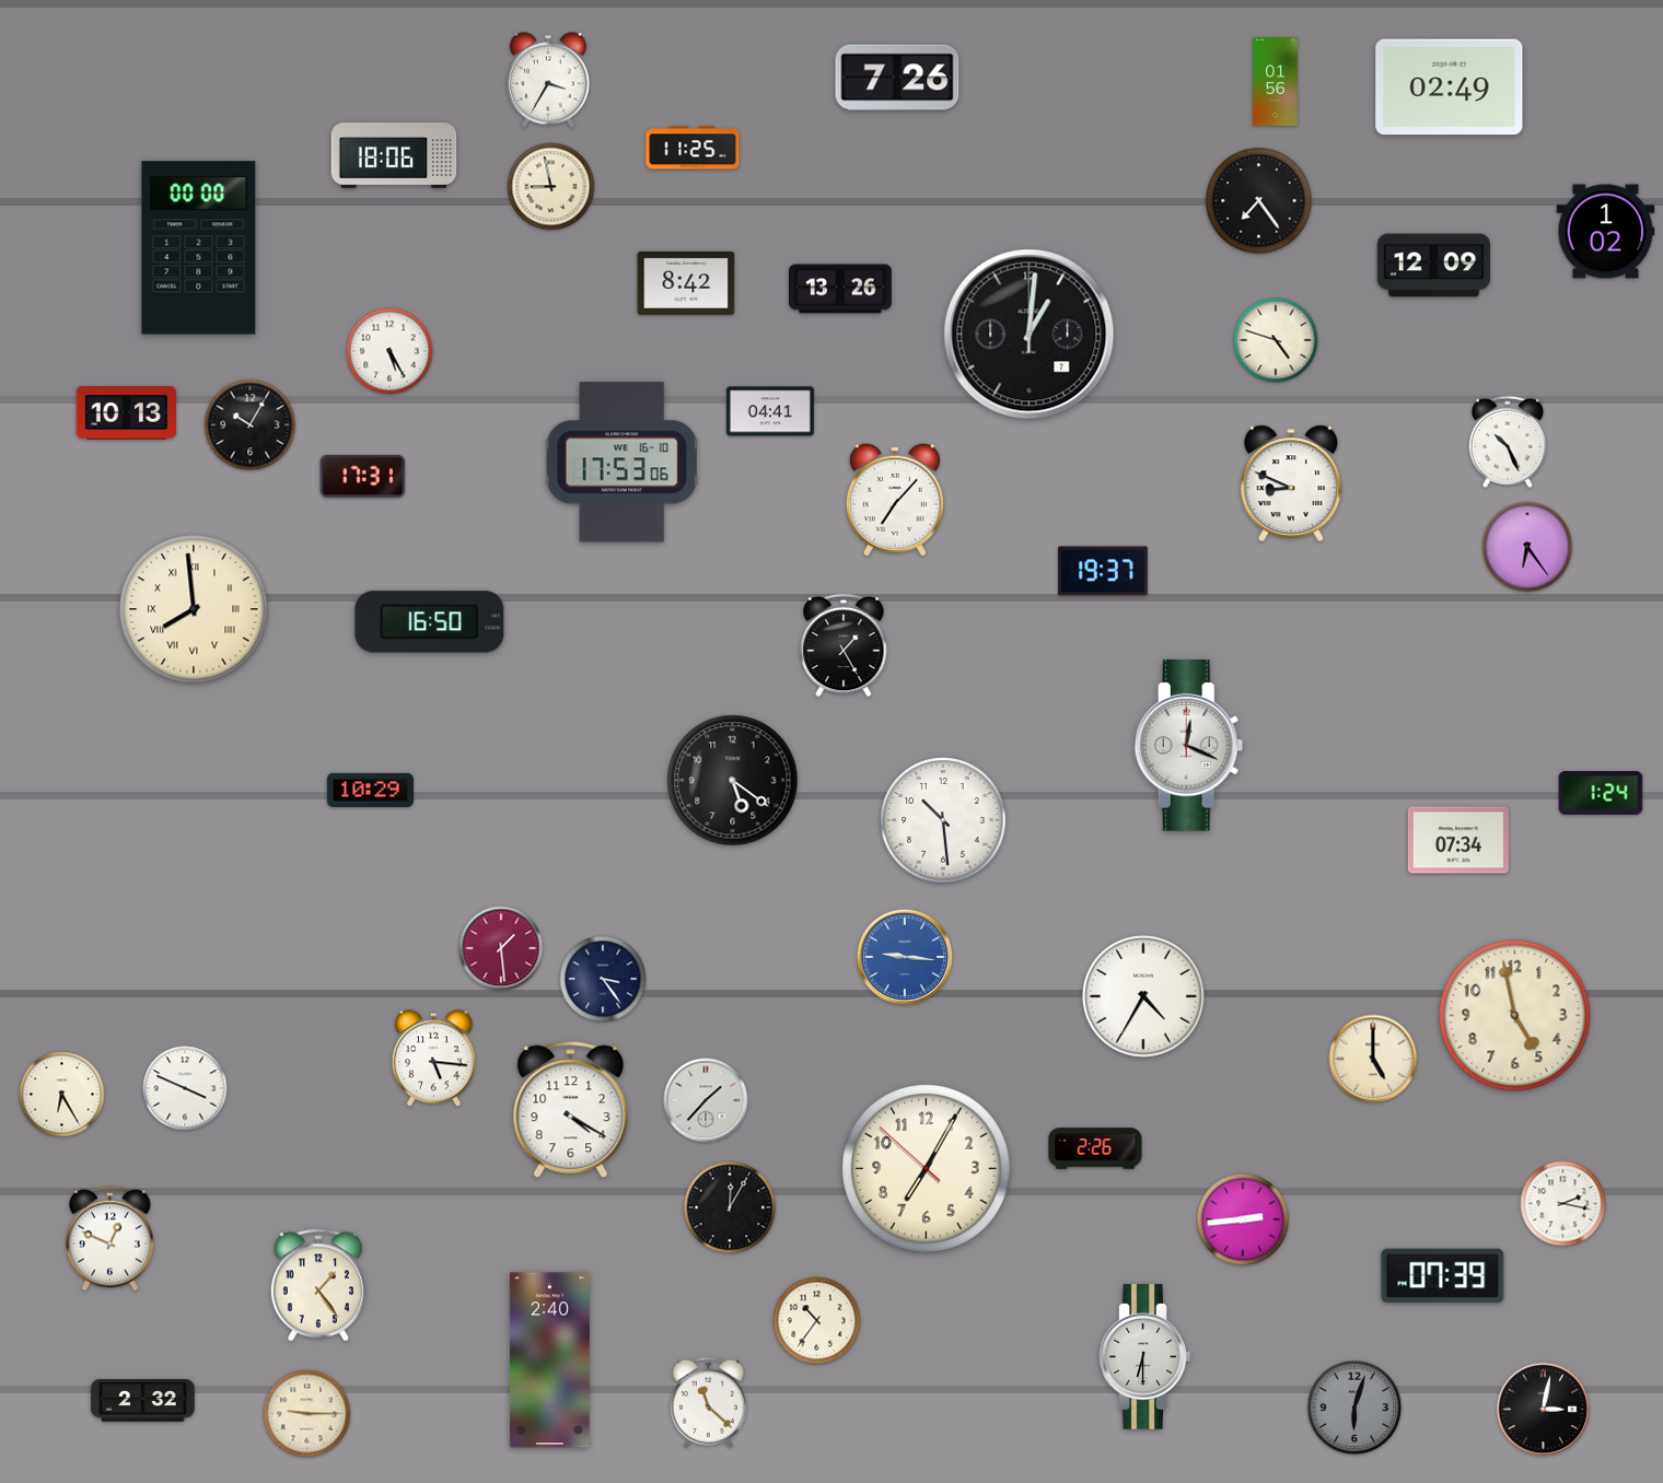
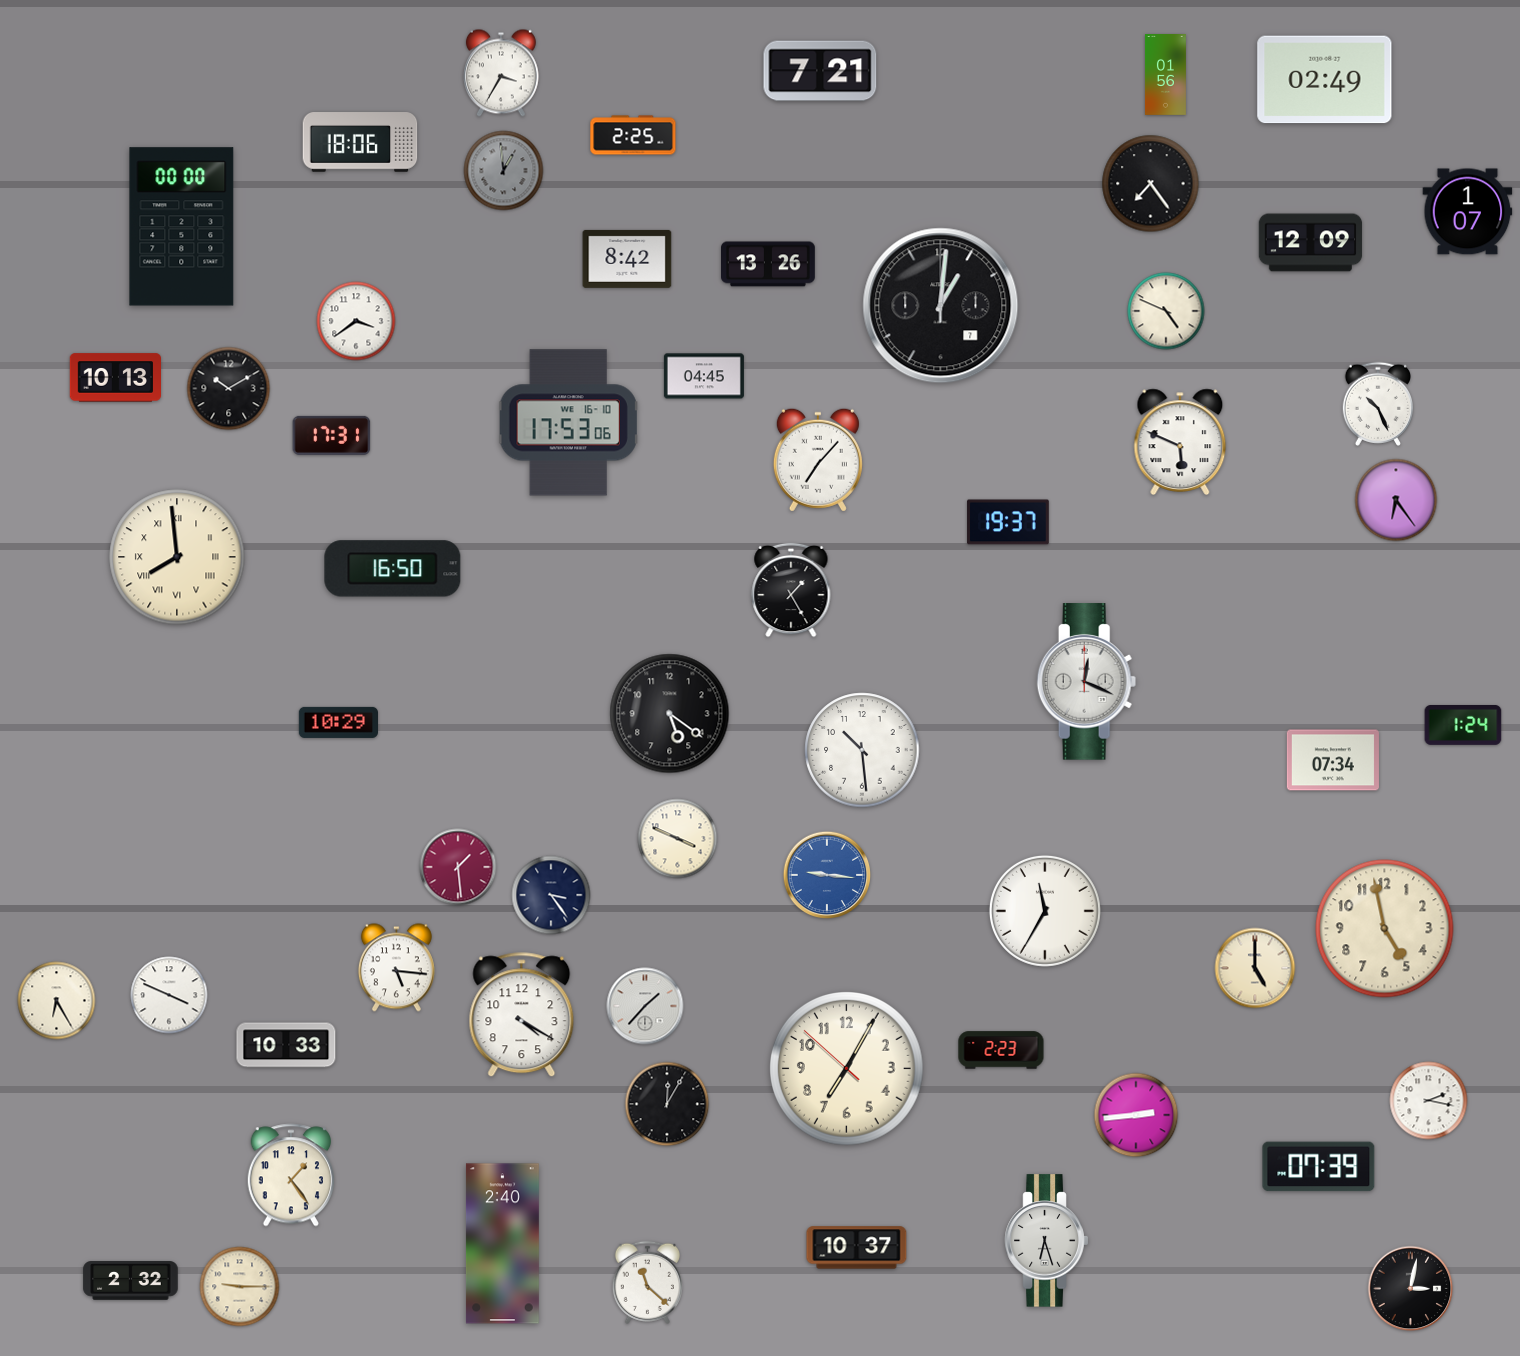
clock at (897, 78): 7:26 -> 7:21
clock at (693, 148): 11:25 -> 2:25
clock at (551, 187): 8:58 -> 12:59
clock at (551, 187) dial: cream -> grey
clock at (1606, 232): 1:02 -> 1:07
clock at (1276, 340): 4:48 -> 4:49
clock at (389, 351): 5:25 -> 3:39
clock at (770, 411): 04:41 -> 04:45
clock at (251, 425): 10:05 -> 10:10
clock at (1291, 482): 8:49 -> 5:49
clock at (895, 500) position: (895, 500) -> (818, 460)
clock at (844, 645) position: (844, 645) -> (791, 590)
clock at (1458, 840) position: (1458, 840) -> (1333, 760)
clock at (678, 839): none -> 3:49
clock at (1143, 996): 4:35 -> 11:35
clock at (286, 1045): none -> 10:33
clock at (1095, 1148): 2:26 -> 2:23
clock at (111, 1239): 12:49 -> none
clock at (817, 1321): 10:36 -> none
clock at (1146, 1357): 6:30 -> 6:27
clock at (857, 1248): none -> 10:37
clock at (1354, 1408): 6:03 -> none
clock at (307, 1414) position: (307, 1414) -> (240, 1287)
